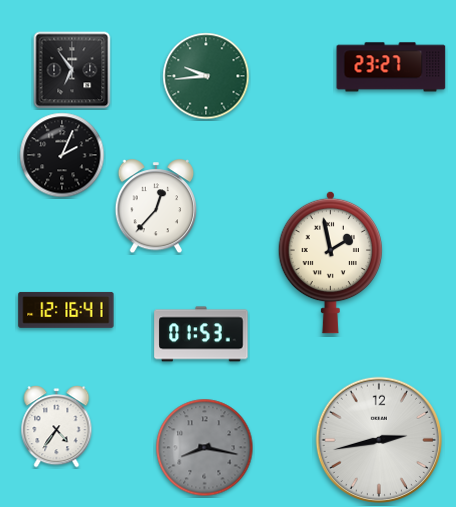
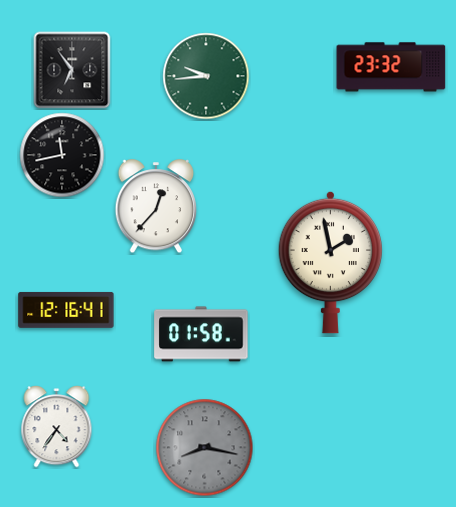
clock at (391, 67): 23:27 -> 23:32
clock at (62, 155): 2:04 -> 11:43
clock at (201, 334): 01:53 -> 01:58
clock at (378, 439): 2:43 -> none
